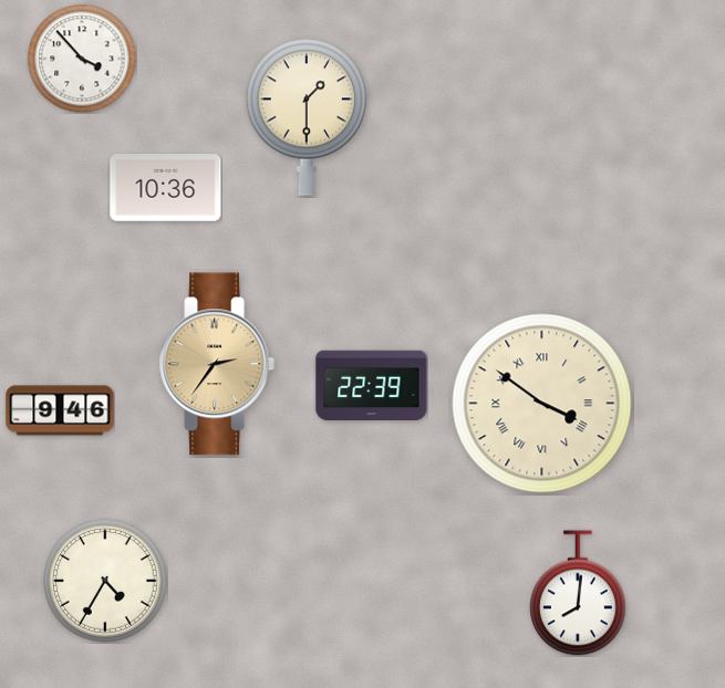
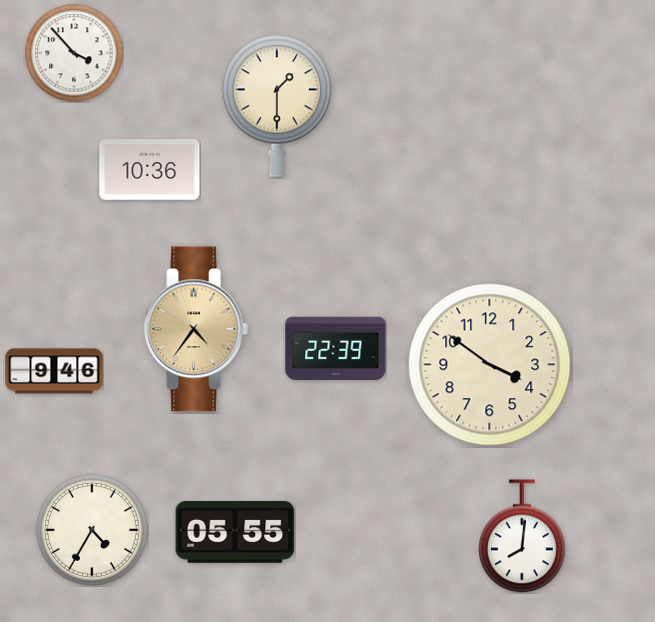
clock at (216, 364): 2:36 -> 4:36
clock at (542, 404) numerals: Roman -> Arabic
clock at (105, 581) position: (105, 581) -> (92, 530)
clock at (235, 532): none -> 05:55
